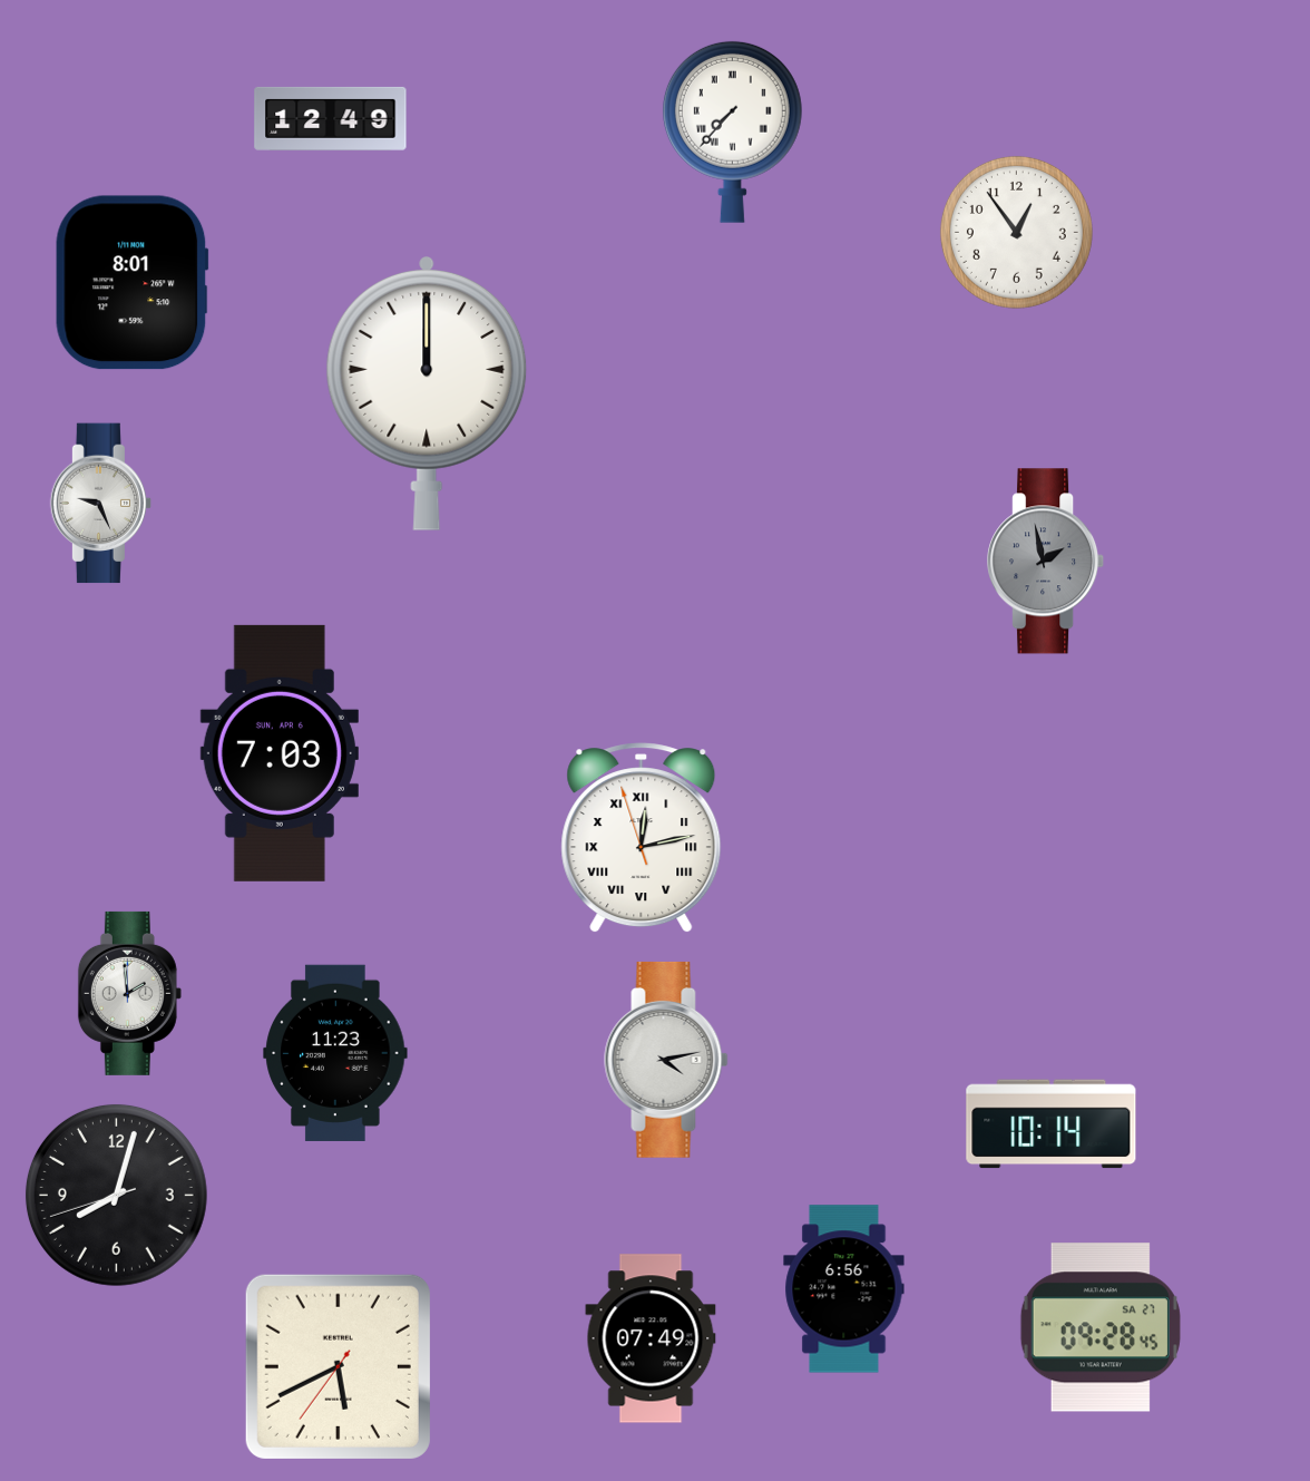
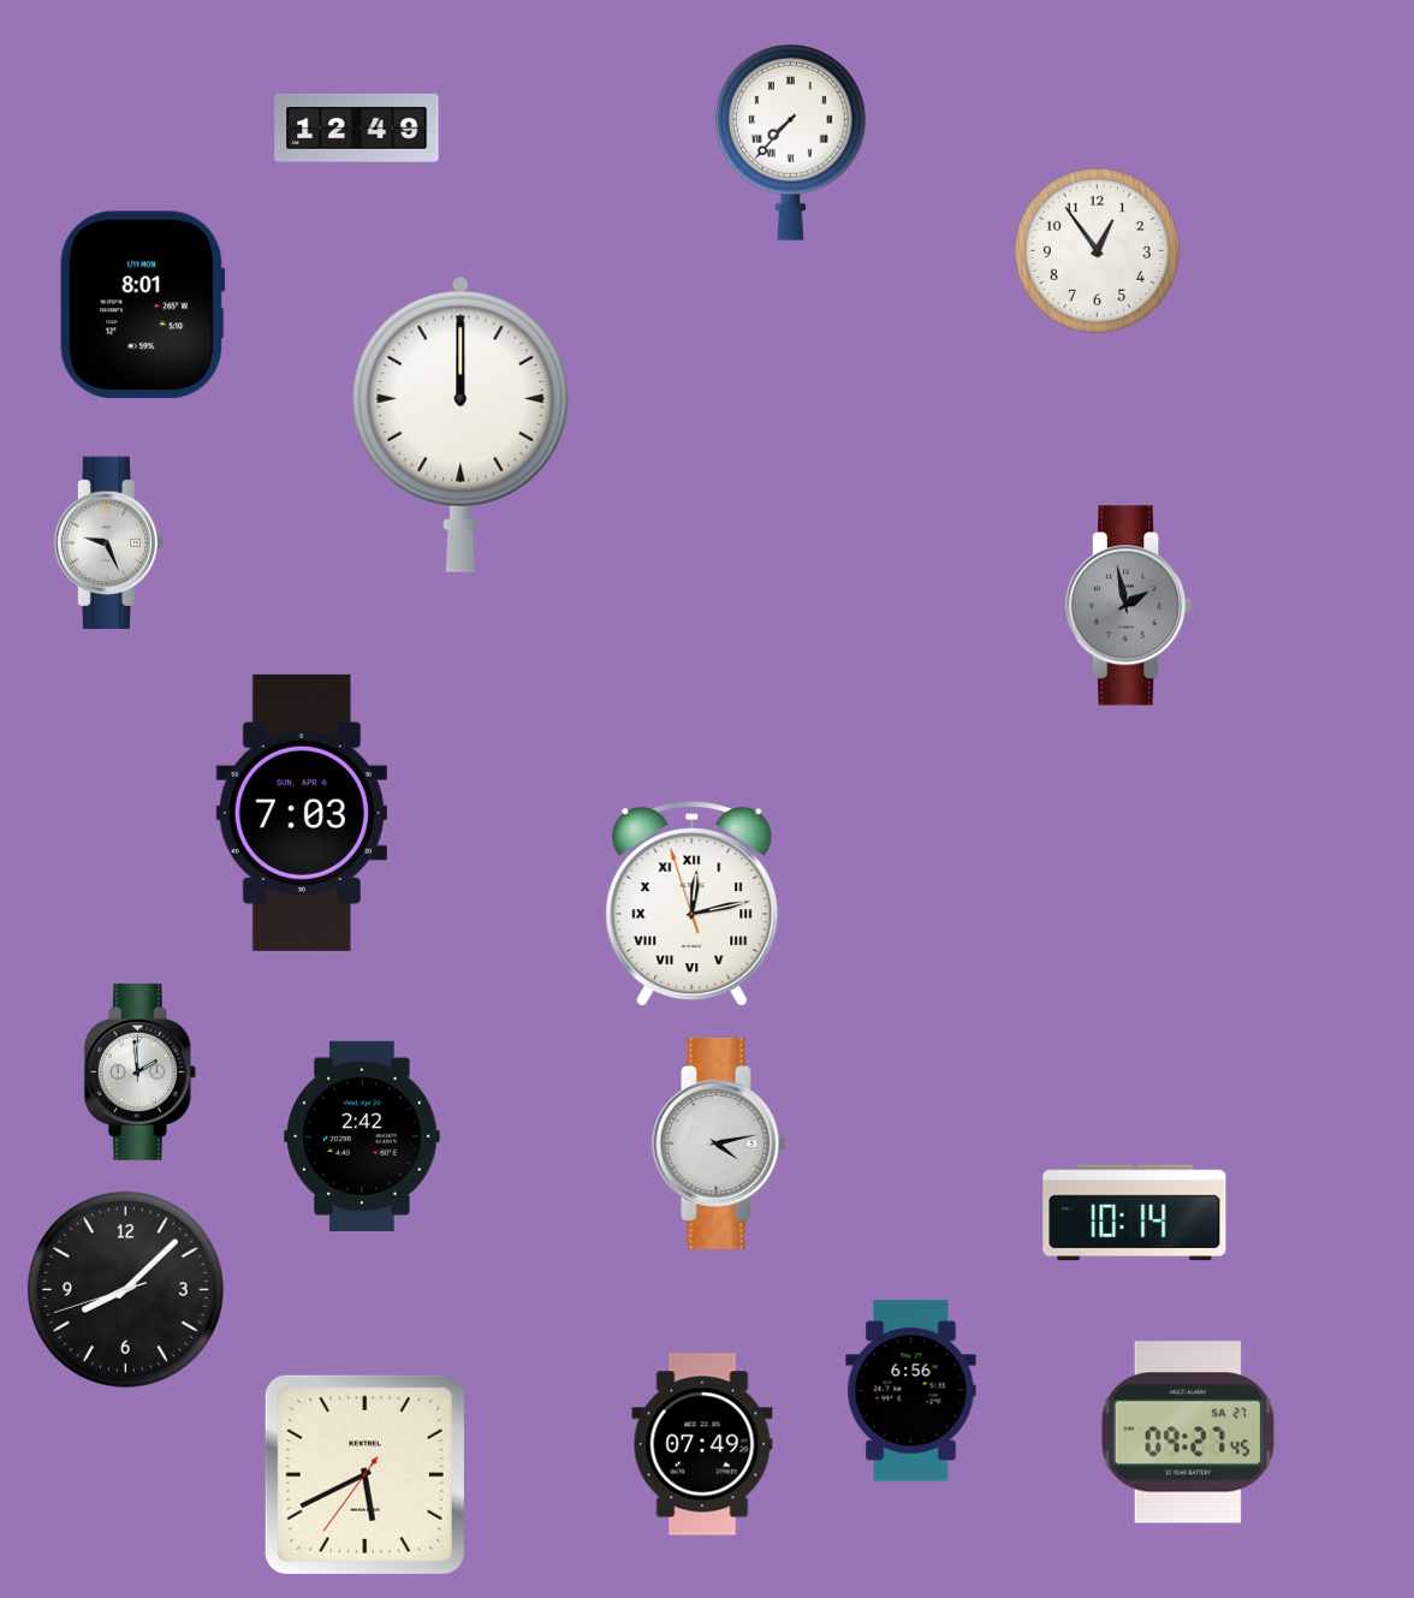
clock at (335, 1053): 11:23 -> 2:42
clock at (116, 1195): 8:02 -> 8:07
clock at (1101, 1327): 09:28 -> 09:27
